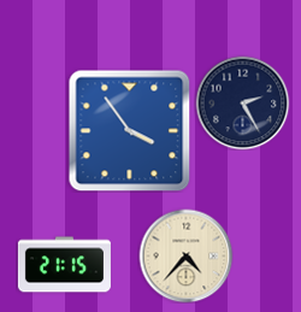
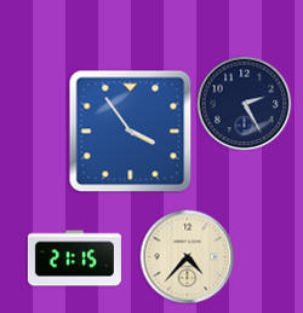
clock at (64, 265) position: (64, 265) -> (74, 259)
